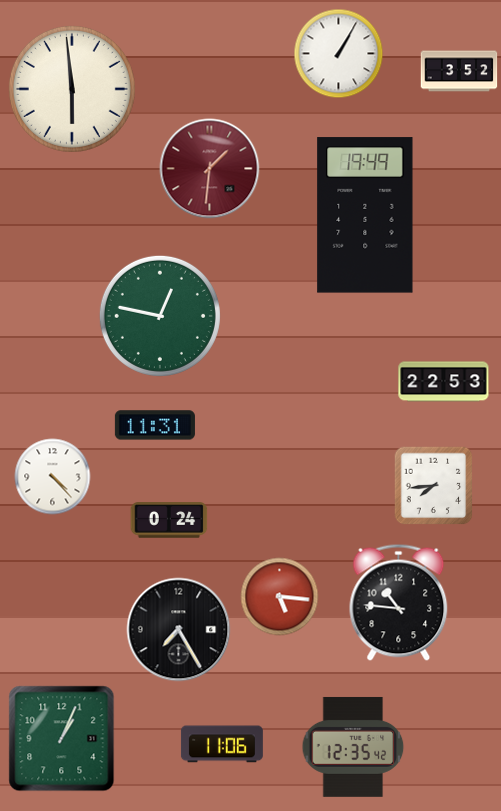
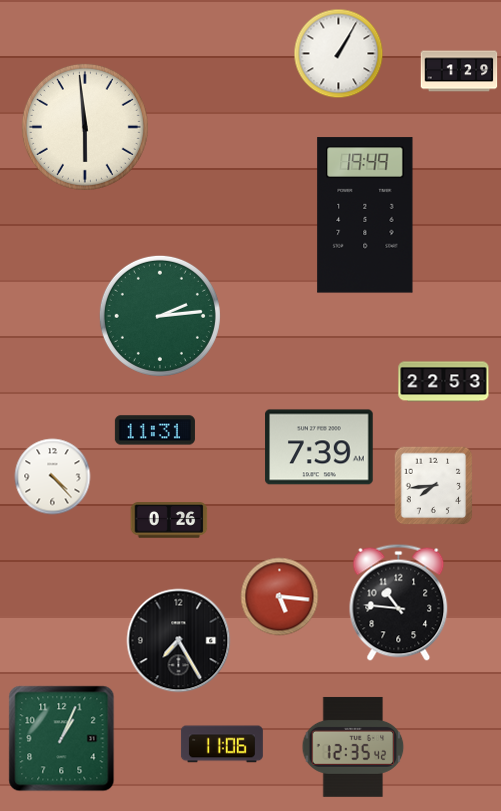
clock at (459, 71): 3:52 -> 1:29
clock at (72, 89) position: (72, 89) -> (85, 127)
clock at (210, 169): 1:31 -> none
clock at (160, 316): 12:47 -> 2:14
clock at (155, 425) position: (155, 425) -> (155, 430)
clock at (319, 447): none -> 7:39
clock at (169, 520): 0:24 -> 0:26
clock at (179, 630) position: (179, 630) -> (179, 641)
